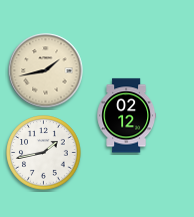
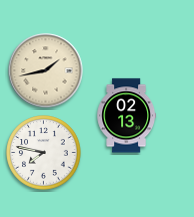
clock at (126, 116): 02:12 -> 02:13
clock at (44, 153): 1:43 -> 7:47
